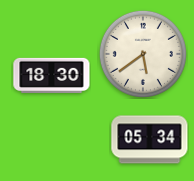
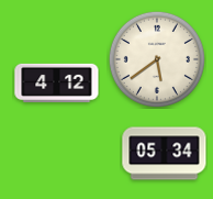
clock at (52, 75): 18:30 -> 4:12
